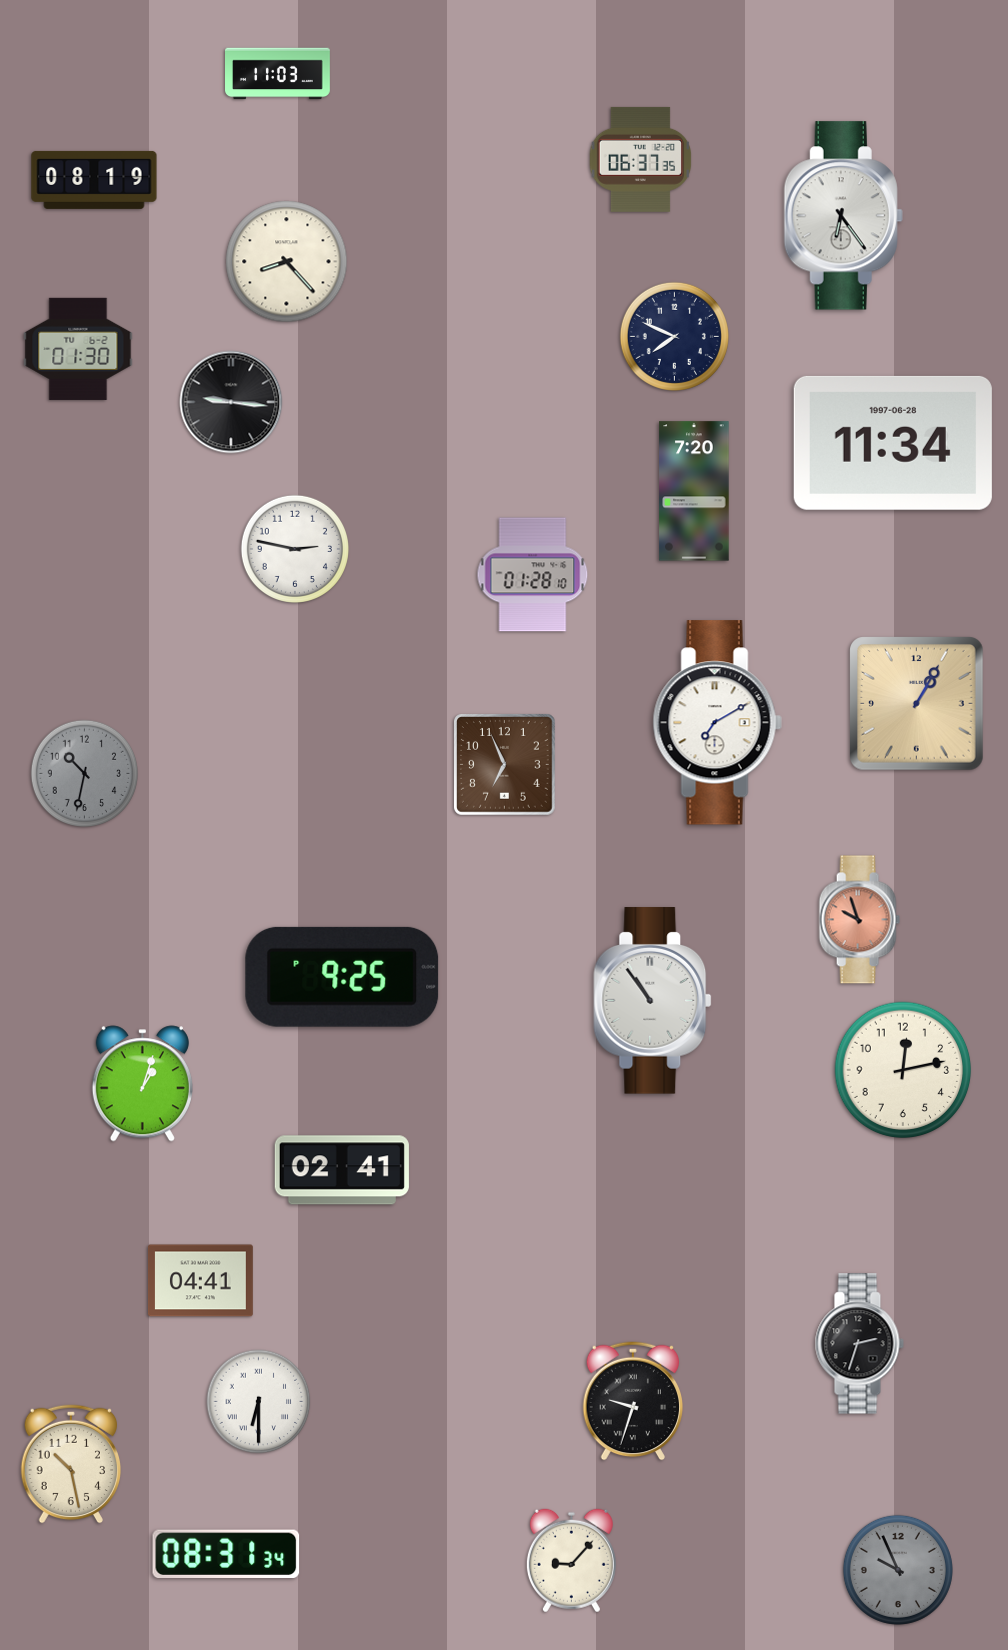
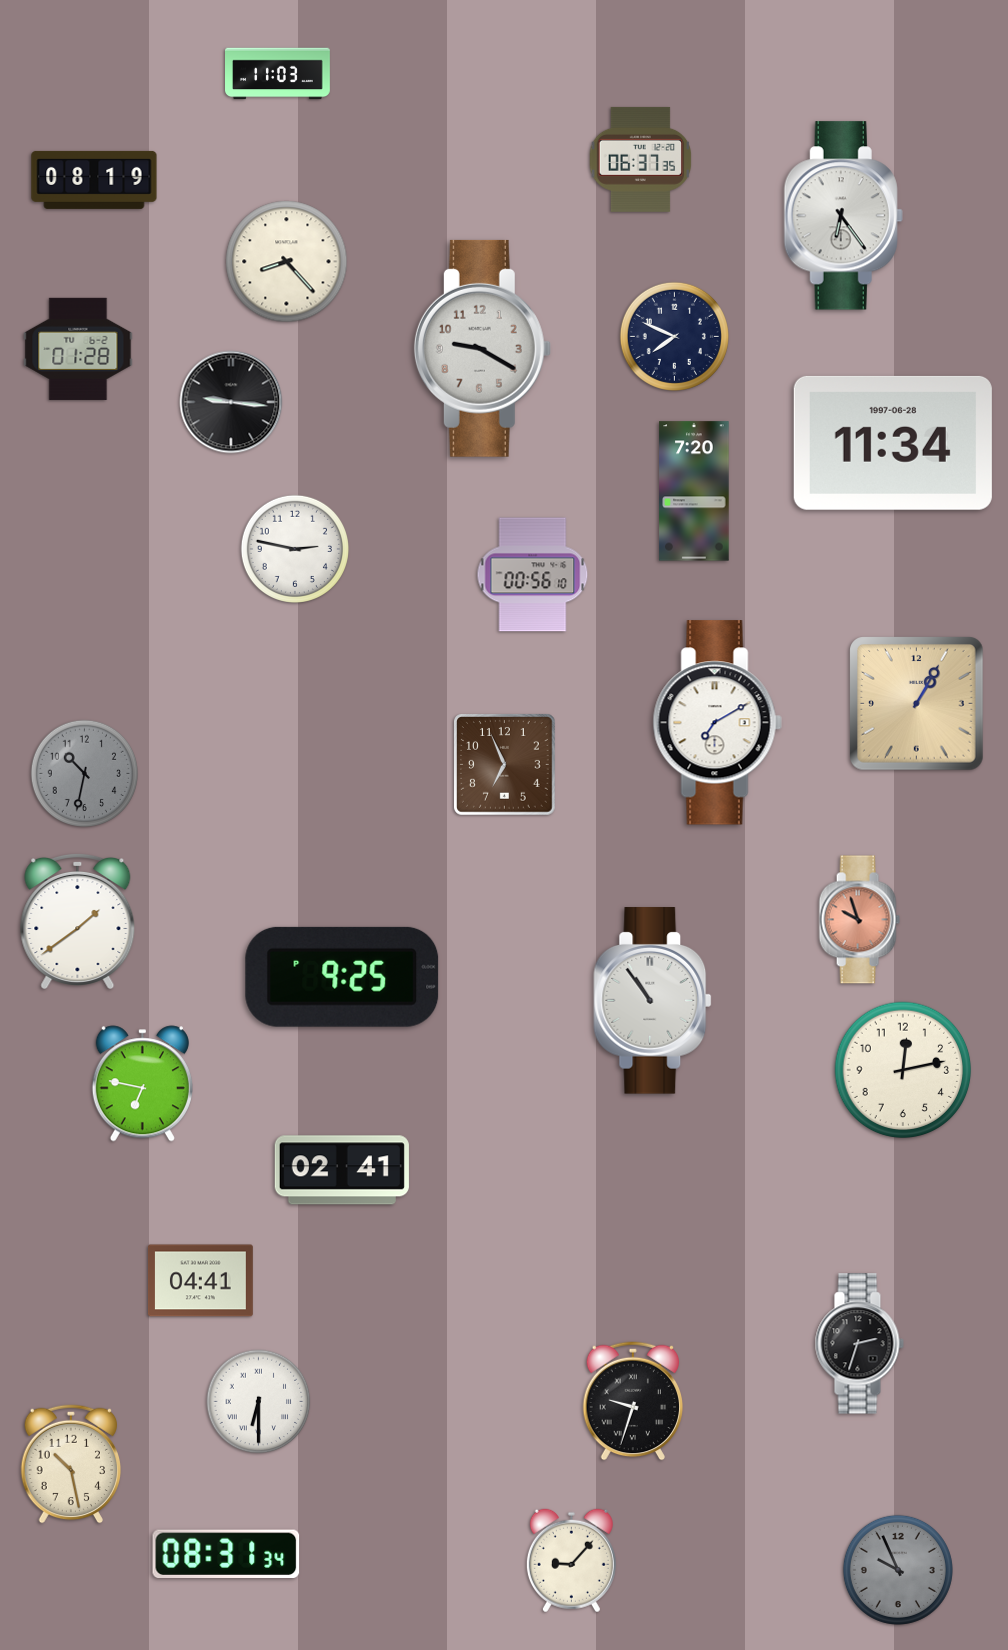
clock at (482, 348): none -> 9:20
clock at (78, 349): 01:30 -> 01:28
clock at (533, 575): 01:28 -> 00:56
clock at (78, 921): none -> 1:39
clock at (142, 1084): 1:03 -> 6:47
